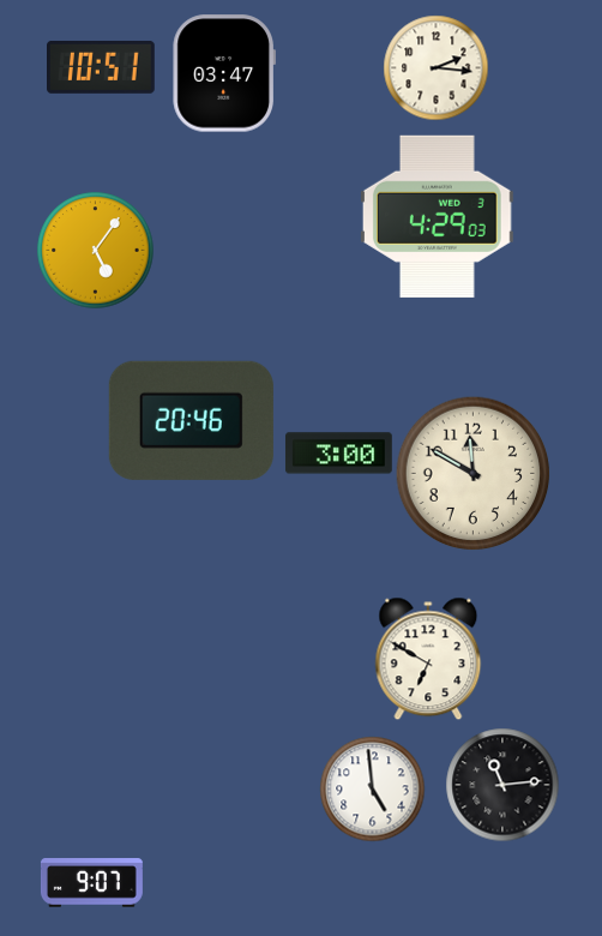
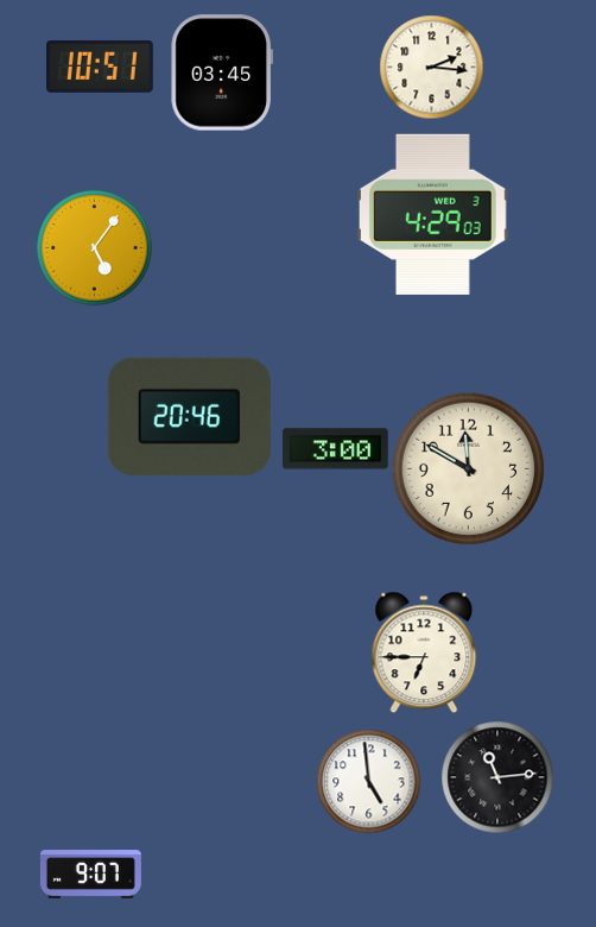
clock at (223, 73): 03:47 -> 03:45
clock at (428, 659): 6:50 -> 6:45
